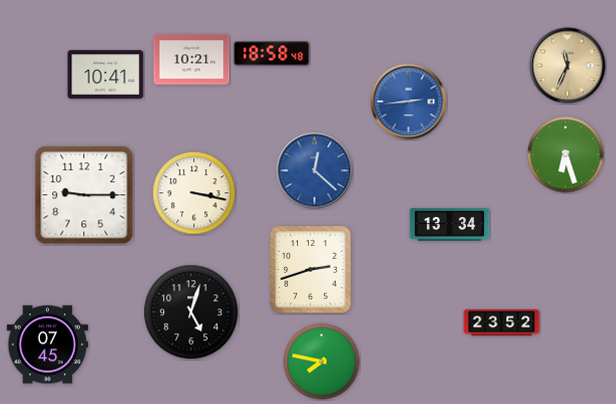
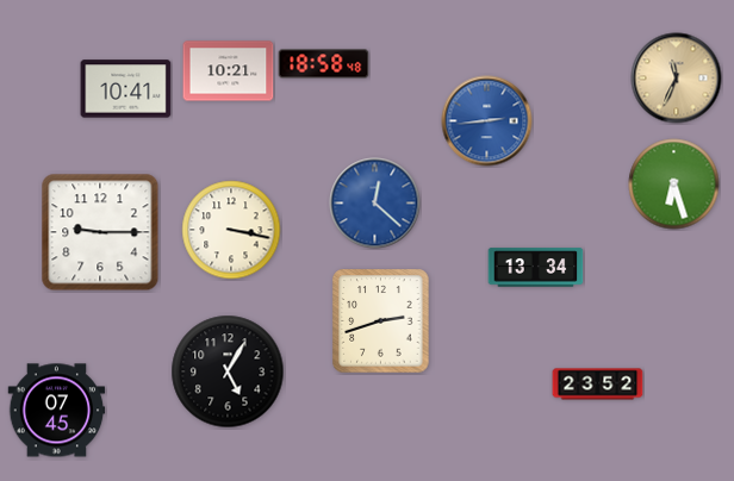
clock at (311, 270) position: (311, 270) -> (381, 321)
clock at (191, 312): 5:03 -> 5:05
clock at (322, 362): 7:47 -> none
